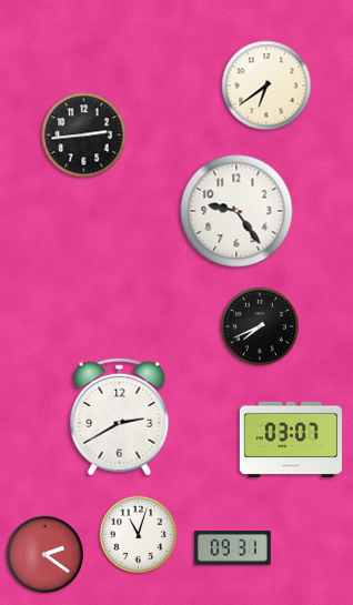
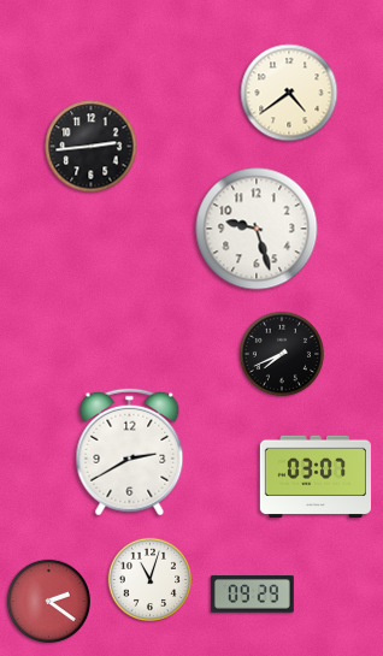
clock at (266, 85): 6:39 -> 4:39
clock at (236, 211): 9:24 -> 9:27
clock at (232, 548): 09:31 -> 09:29
